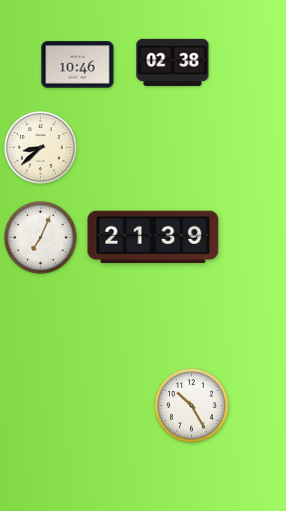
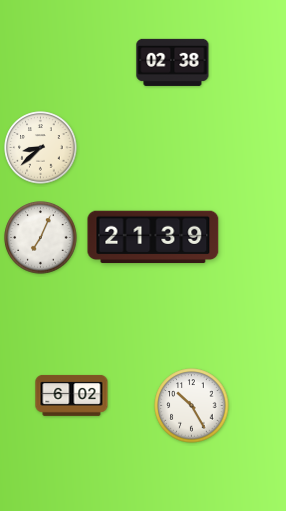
clock at (78, 65): 10:46 -> none
clock at (72, 395): none -> 6:02
